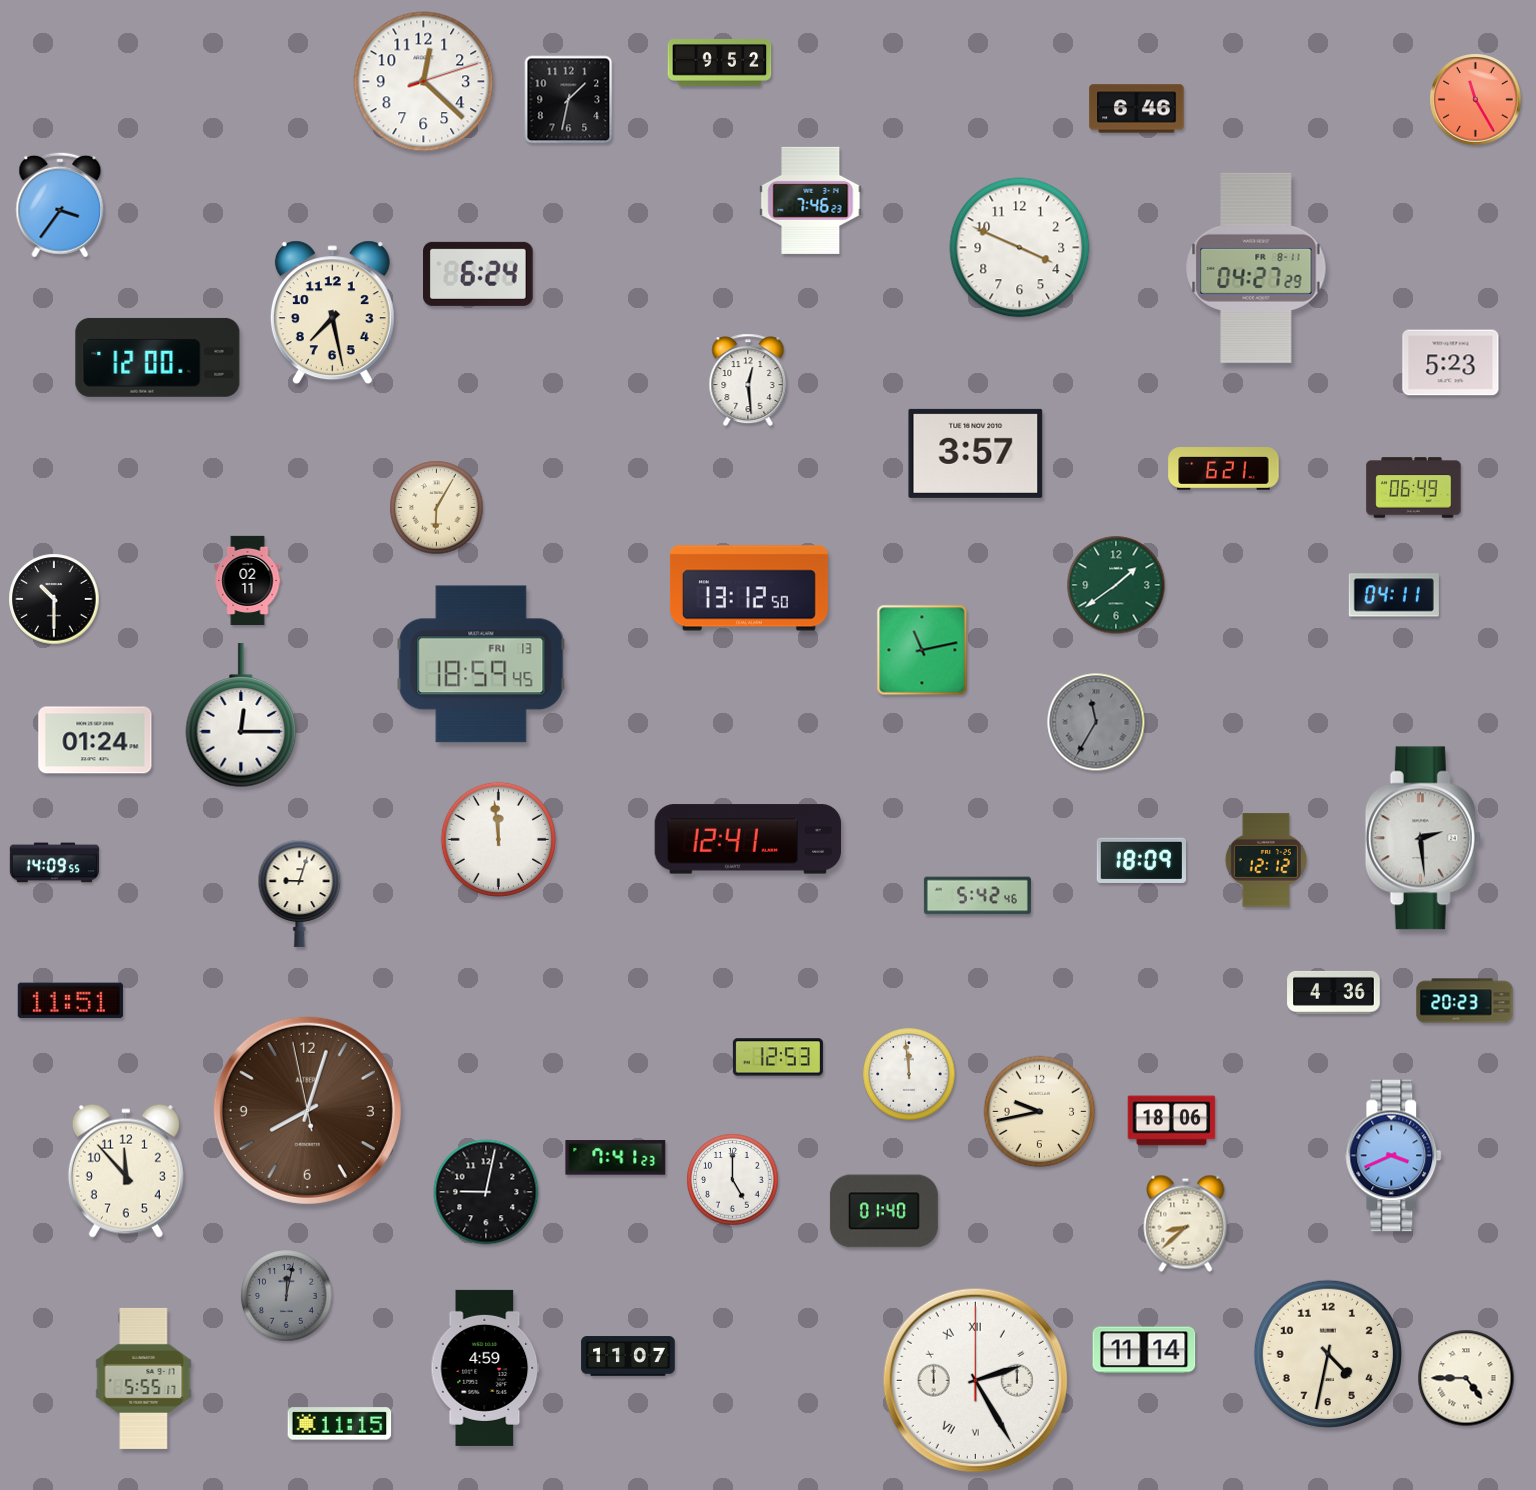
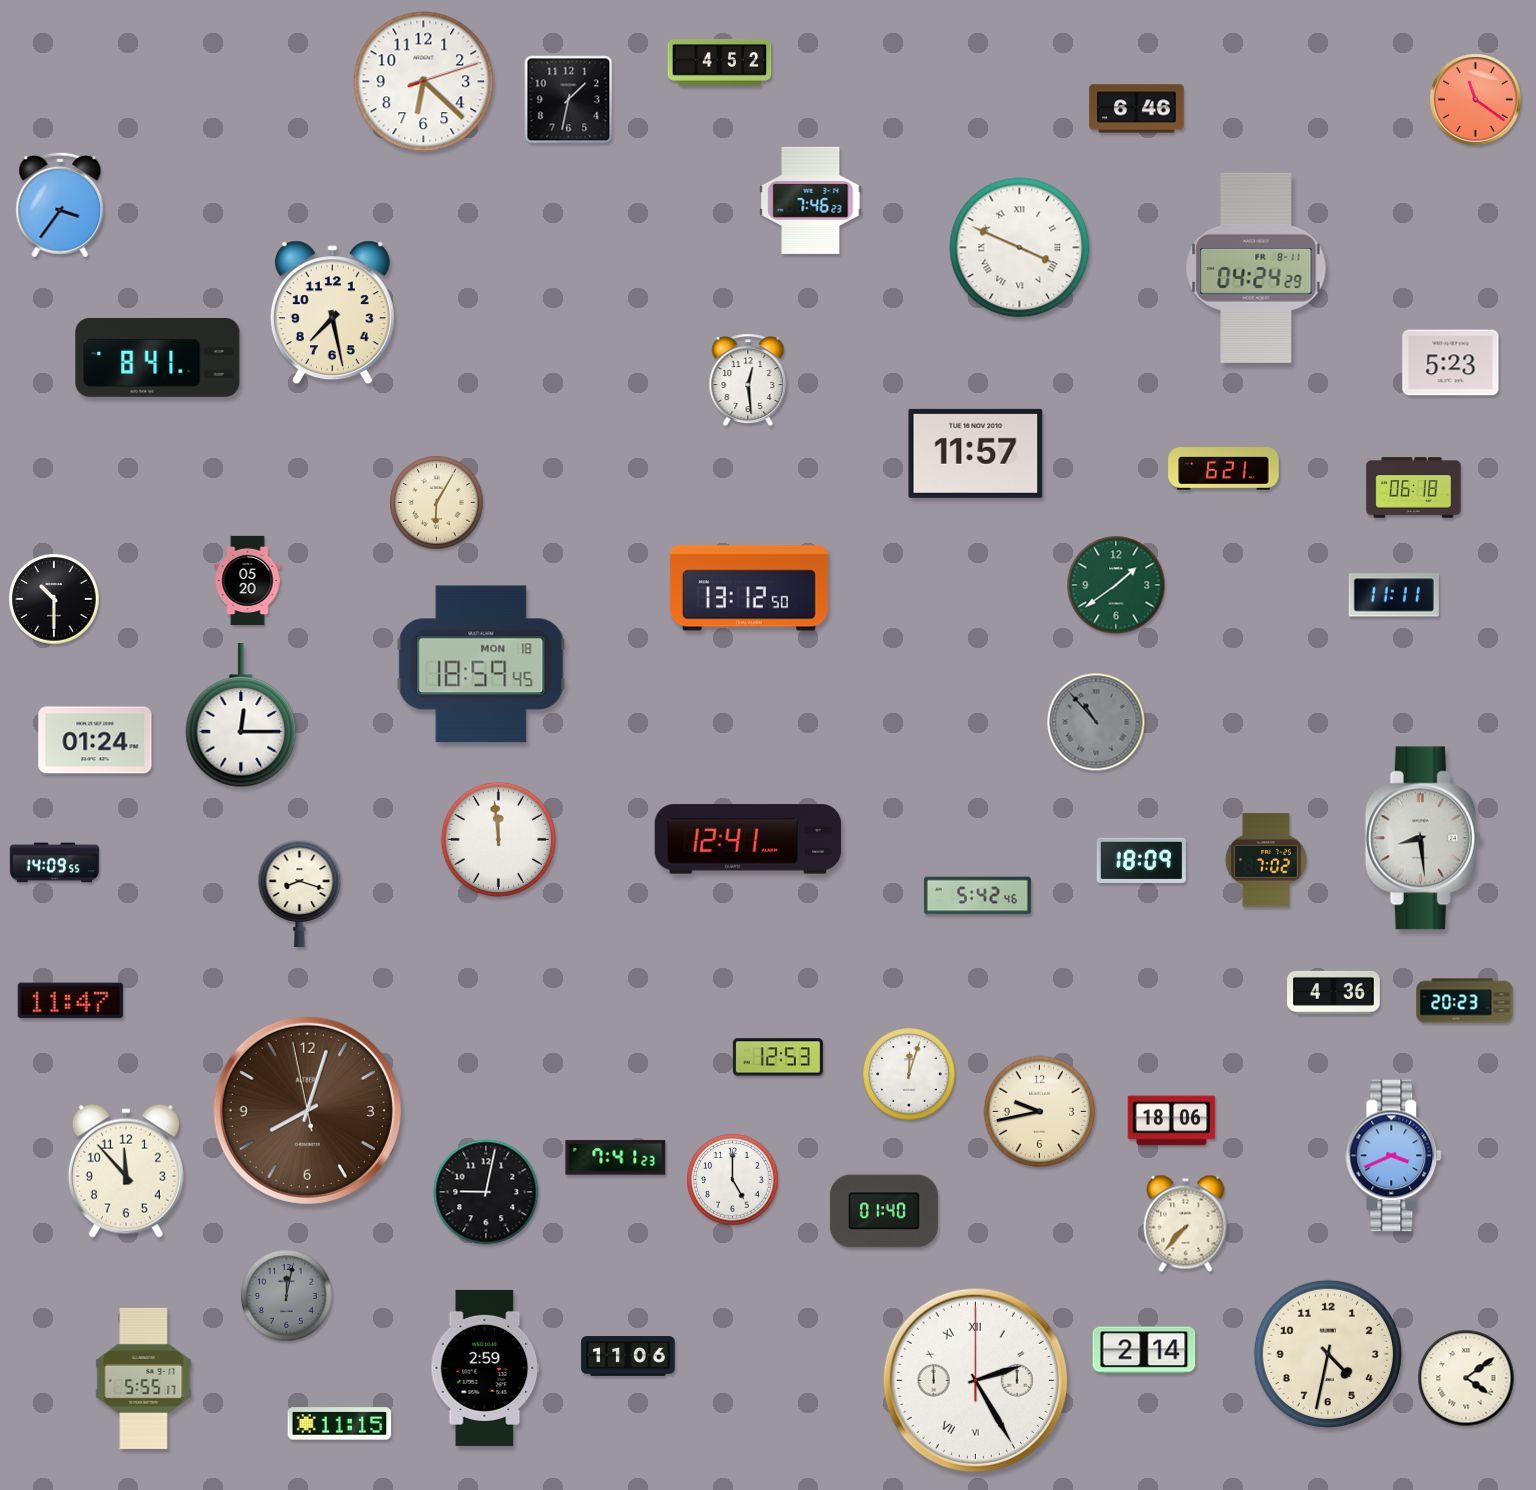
clock at (720, 63): 9:52 -> 4:52
clock at (424, 82): 12:22 -> 6:22
clock at (1476, 100): 11:25 -> 11:21
clock at (1020, 248) numerals: Arabic -> Roman
clock at (1256, 268): 04:27 -> 04:24
clock at (479, 274): 6:24 -> none
clock at (158, 357): 12:00 -> 8:41
clock at (976, 453): 3:57 -> 11:57
clock at (1414, 488): 06:49 -> 06:18
clock at (437, 508) position: (437, 508) -> (437, 503)
clock at (248, 581): 02:11 -> 05:20
clock at (1394, 595): 04:11 -> 11:11
clock at (922, 650): 11:13 -> none
clock at (481, 664) date: FRI 13 -> MON 18
clock at (1096, 722): 11:35 -> 10:53
clock at (1423, 838): 2:29 -> 8:29
clock at (1266, 860): 12:12 -> 7:02
clock at (300, 893): 9:03 -> 8:18
clock at (70, 1001): 11:51 -> 11:47
clock at (909, 1074): 11:59 -> 12:03
clock at (1186, 1223): 8:38 -> 7:37
clock at (1144, 1350): 11:14 -> 2:14
clock at (628, 1356): 11:07 -> 11:06
clock at (485, 1368): 4:59 -> 2:59
clock at (1466, 1378): 4:45 -> 4:09
